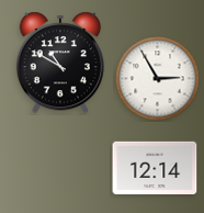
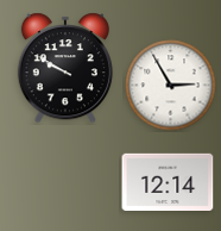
clock at (60, 63): 10:50 -> 9:50
